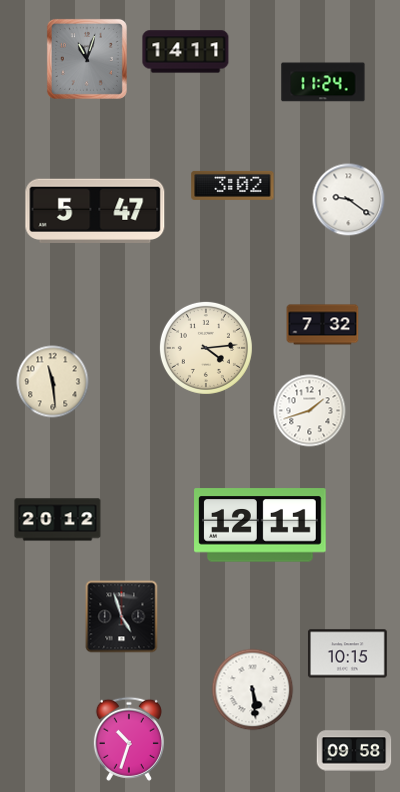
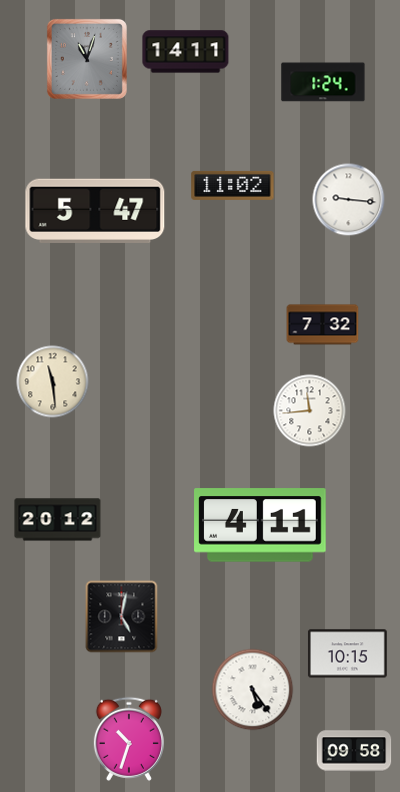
clock at (323, 82): 11:24 -> 1:24
clock at (233, 185): 3:02 -> 11:02
clock at (349, 200): 9:21 -> 9:16
clock at (206, 348): 4:14 -> none
clock at (310, 411): 1:42 -> 11:44
clock at (260, 525): 12:11 -> 4:11
clock at (122, 617): 4:57 -> 5:02
clock at (253, 690): 5:29 -> 5:24
